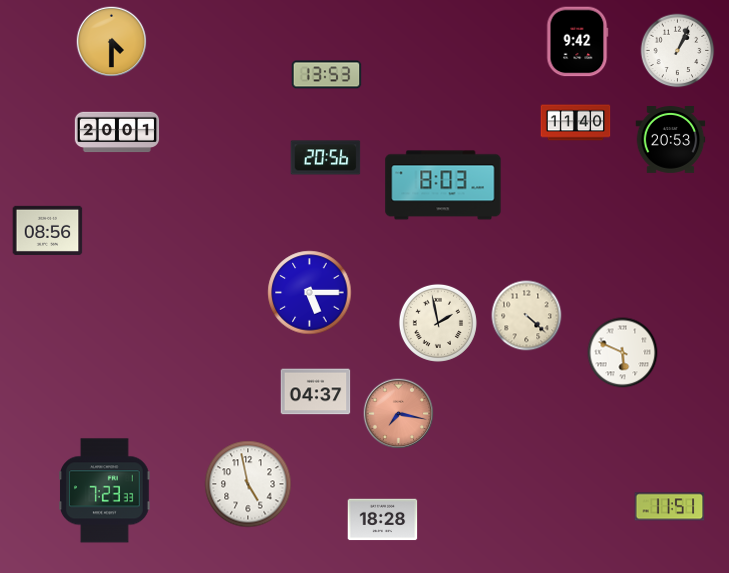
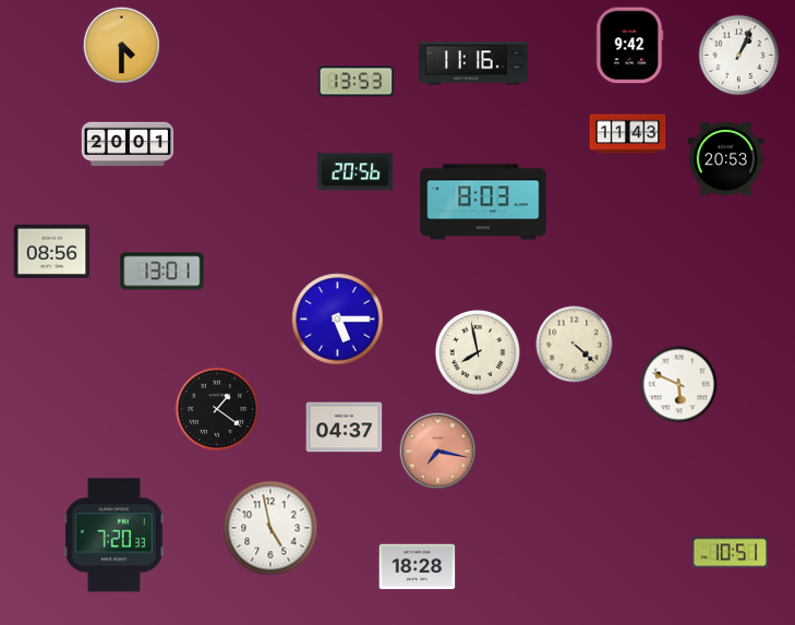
clock at (474, 63): none -> 11:16
clock at (576, 123): 11:40 -> 11:43
clock at (671, 140) position: (671, 140) -> (726, 159)
clock at (162, 272): none -> 13:01
clock at (438, 323): 1:58 -> 7:58
clock at (217, 409): none -> 1:21
clock at (399, 414) position: (399, 414) -> (438, 452)
clock at (105, 491): 7:23 -> 7:20
clock at (670, 507): 11:51 -> 10:51
